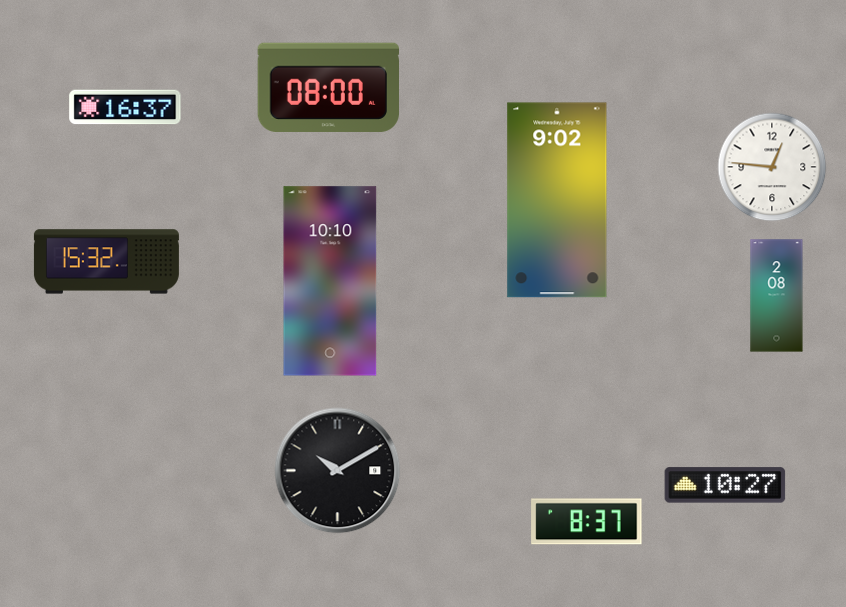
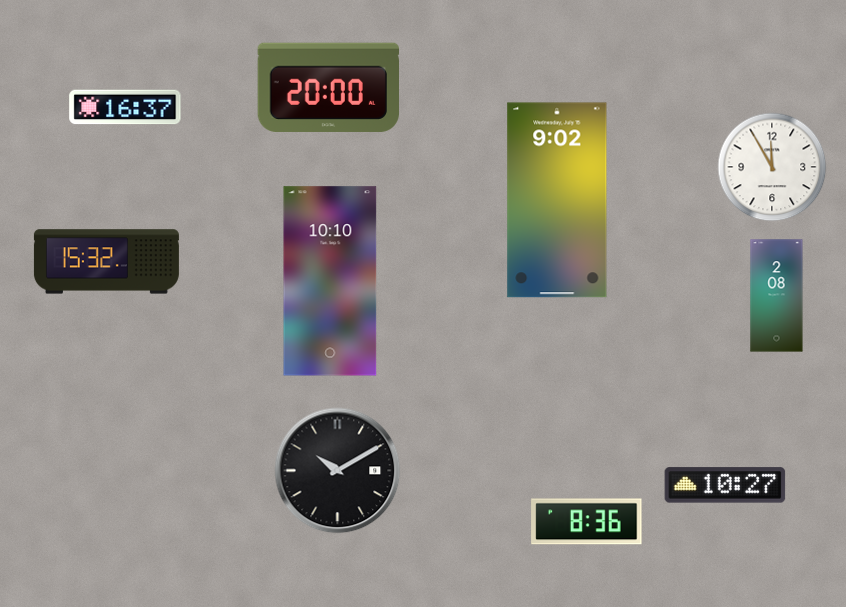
clock at (328, 87): 08:00 -> 20:00
clock at (772, 167): 12:46 -> 11:55
clock at (587, 522): 8:37 -> 8:36
